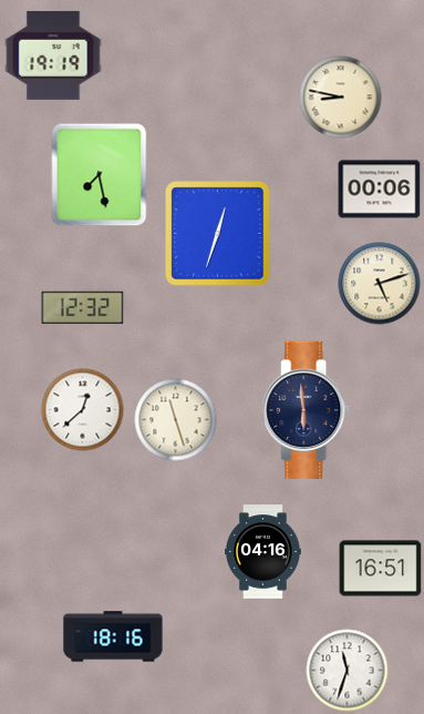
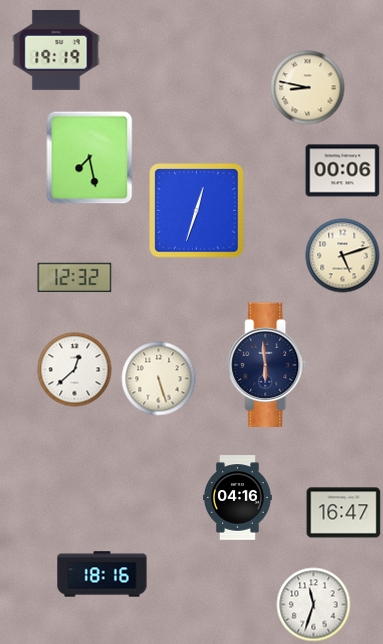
clock at (53, 55) position: (53, 55) -> (56, 50)
clock at (306, 409) position: (306, 409) -> (267, 364)
clock at (176, 420): 11:27 -> 5:27
clock at (381, 569): 16:51 -> 16:47
